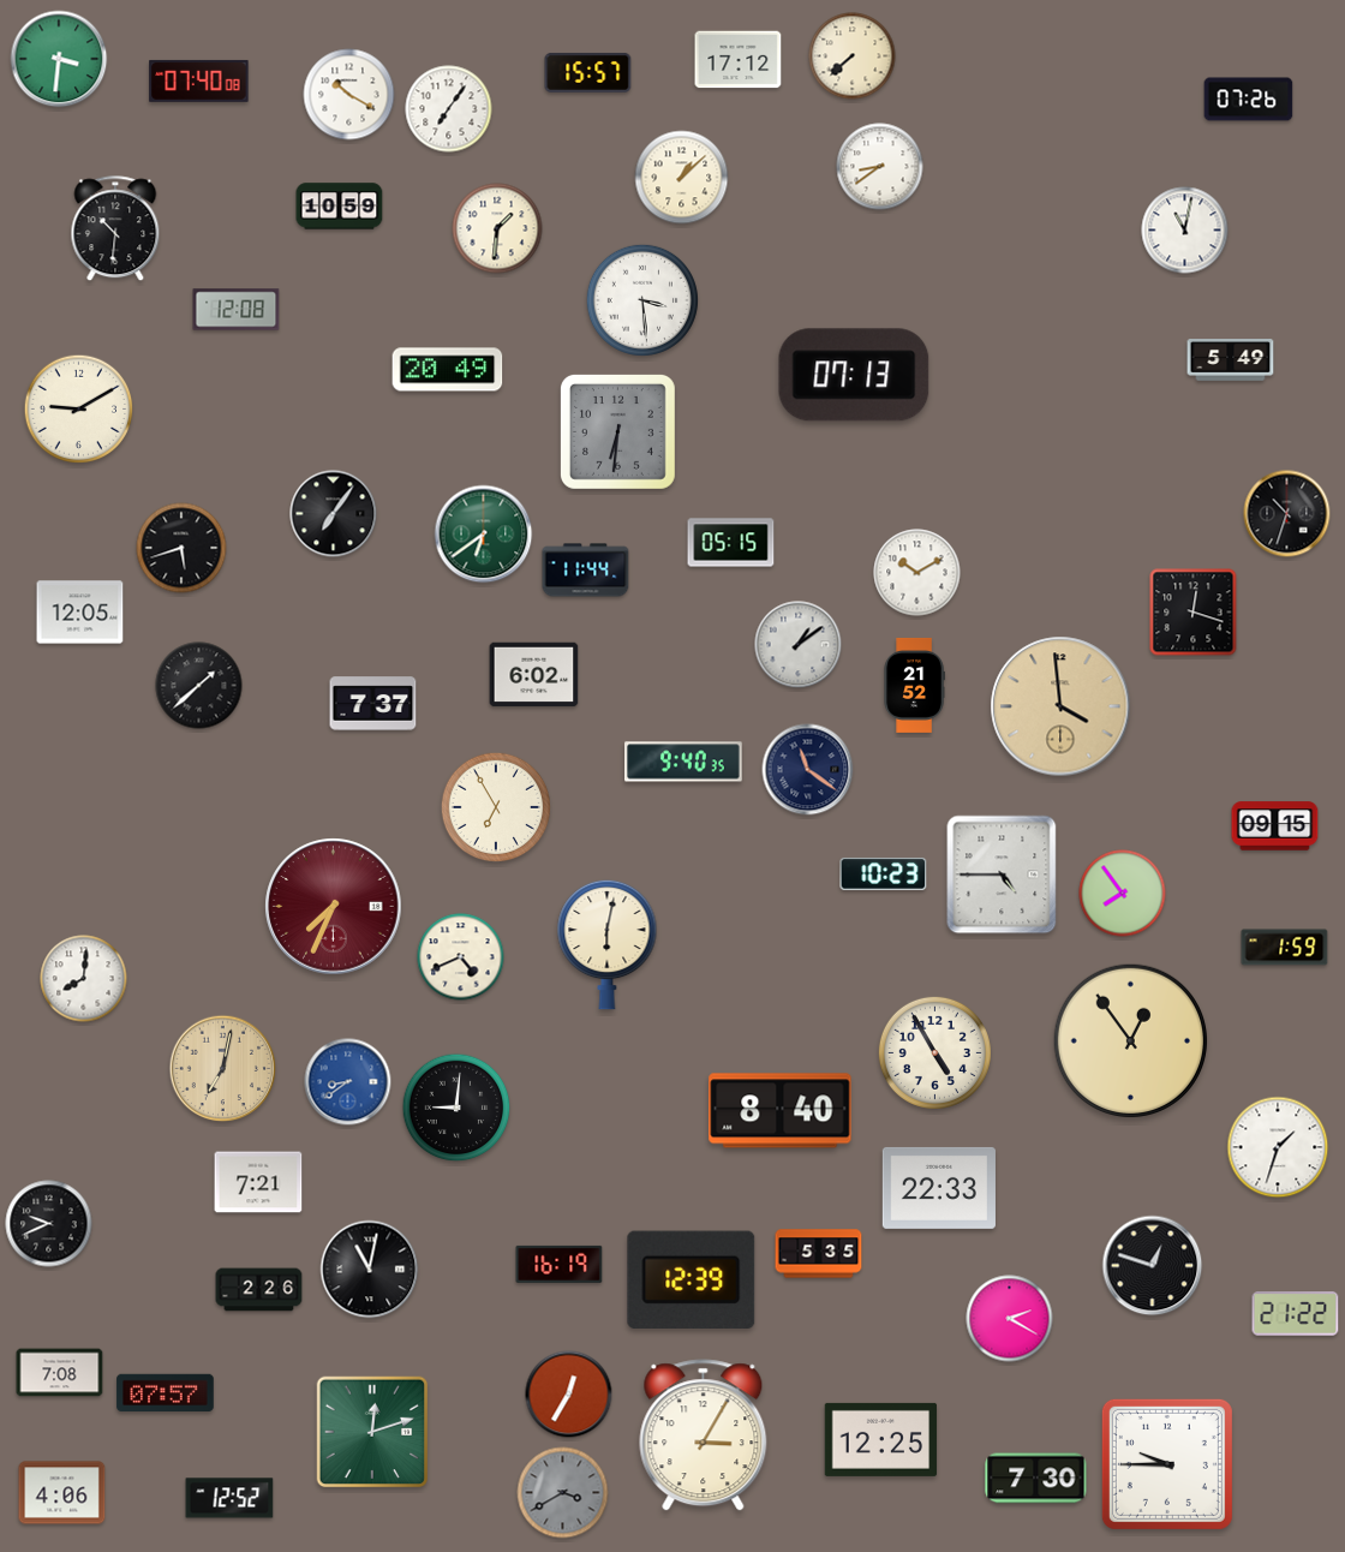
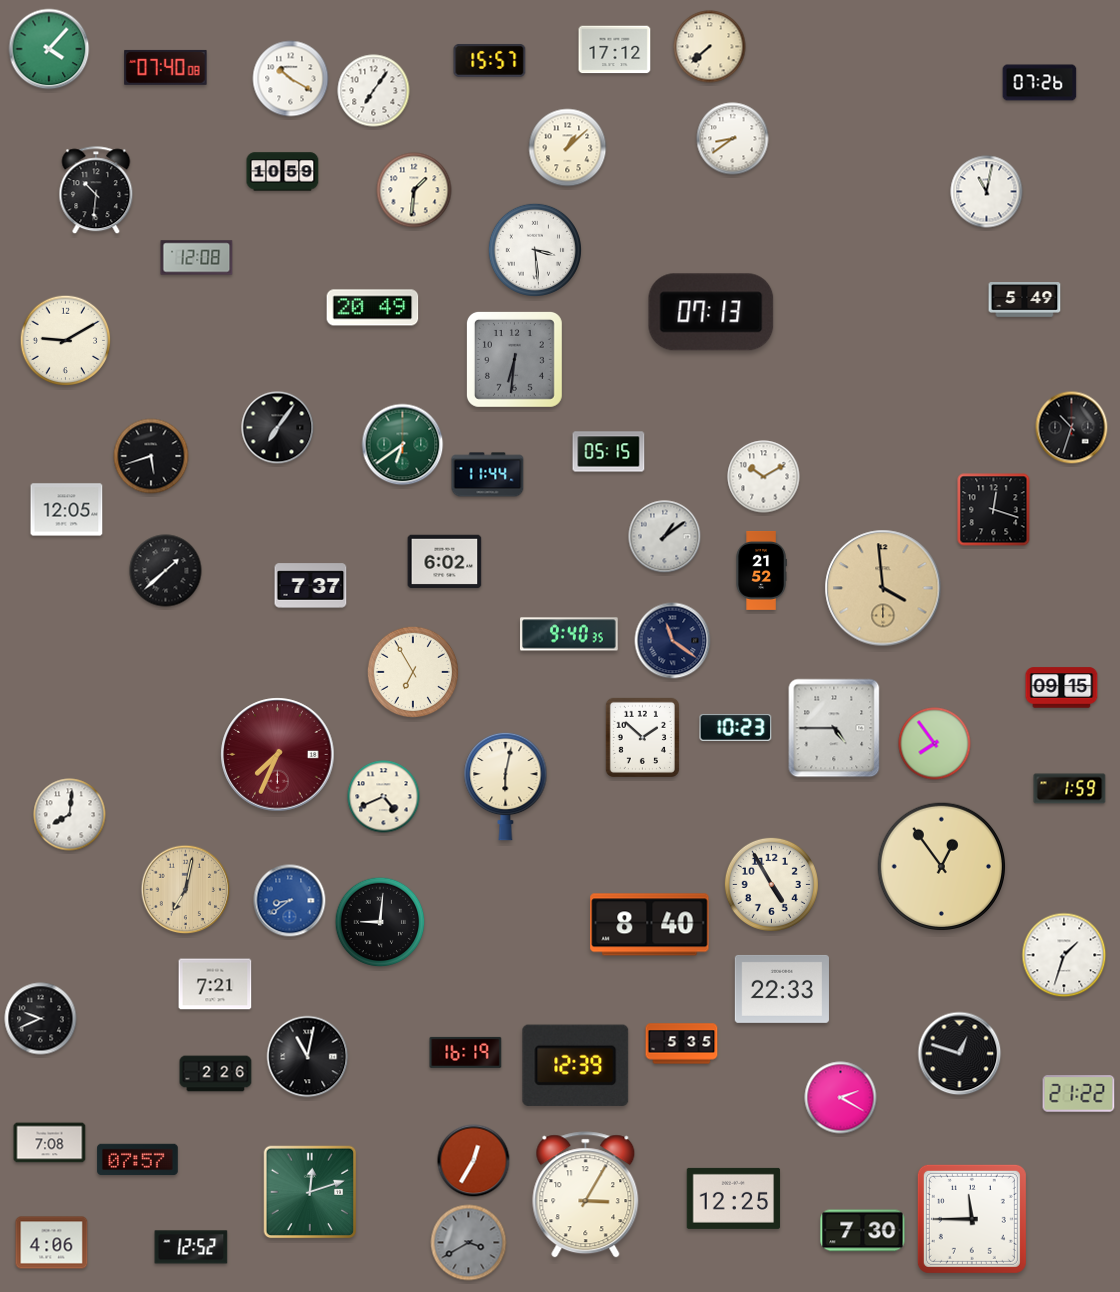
clock at (59, 59): 3:31 -> 4:07
clock at (642, 737): none -> 1:52
clock at (934, 1052) position: (934, 1052) -> (771, 884)
clock at (1167, 1464): 9:45 -> 11:45
